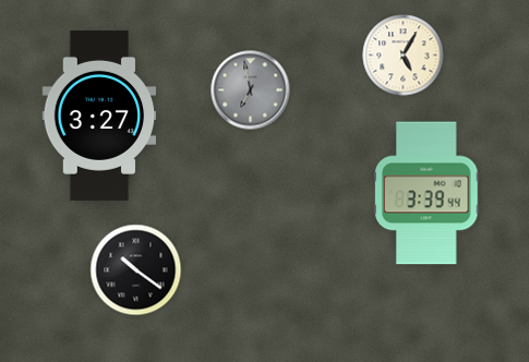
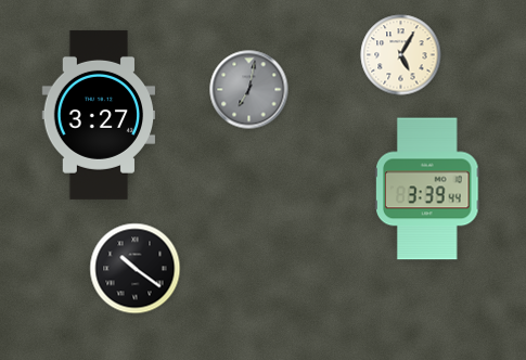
clock at (251, 90): 6:58 -> 7:02
clock at (428, 193) position: (428, 193) -> (428, 189)
